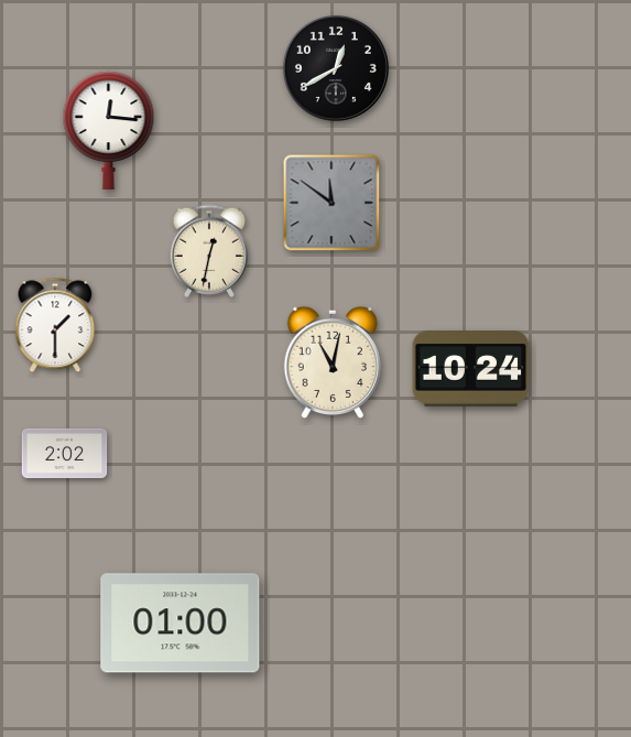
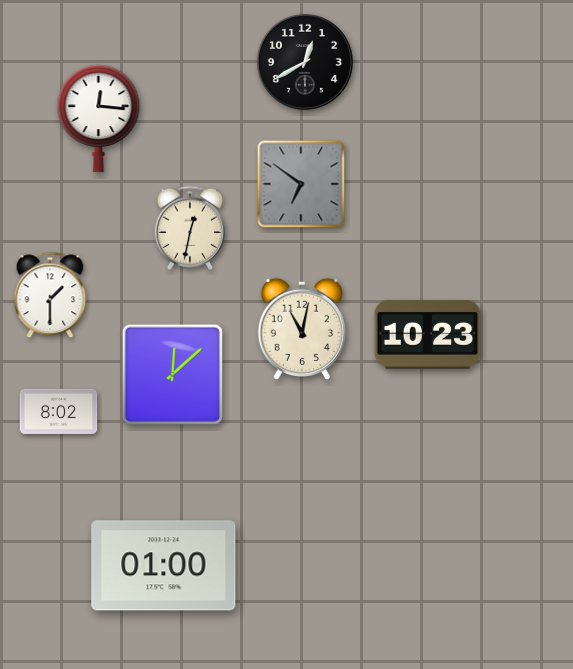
clock at (331, 203): 11:51 -> 6:51
clock at (471, 369): 10:24 -> 10:23
clock at (172, 374): none -> 12:08
clock at (65, 453): 2:02 -> 8:02
